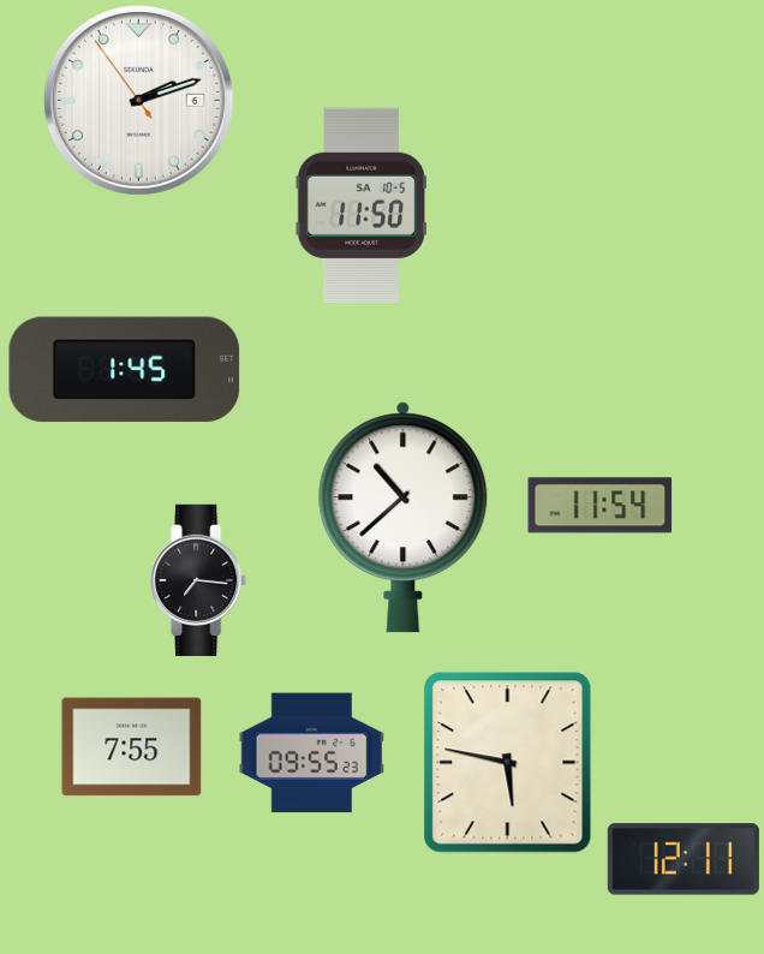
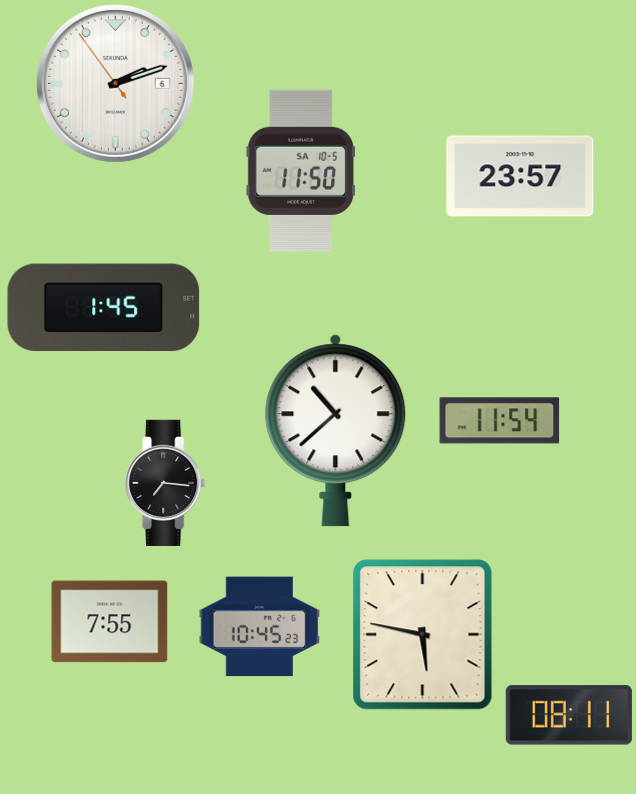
clock at (520, 176): none -> 23:57
clock at (312, 753): 09:55 -> 10:45
clock at (684, 859): 12:11 -> 08:11
